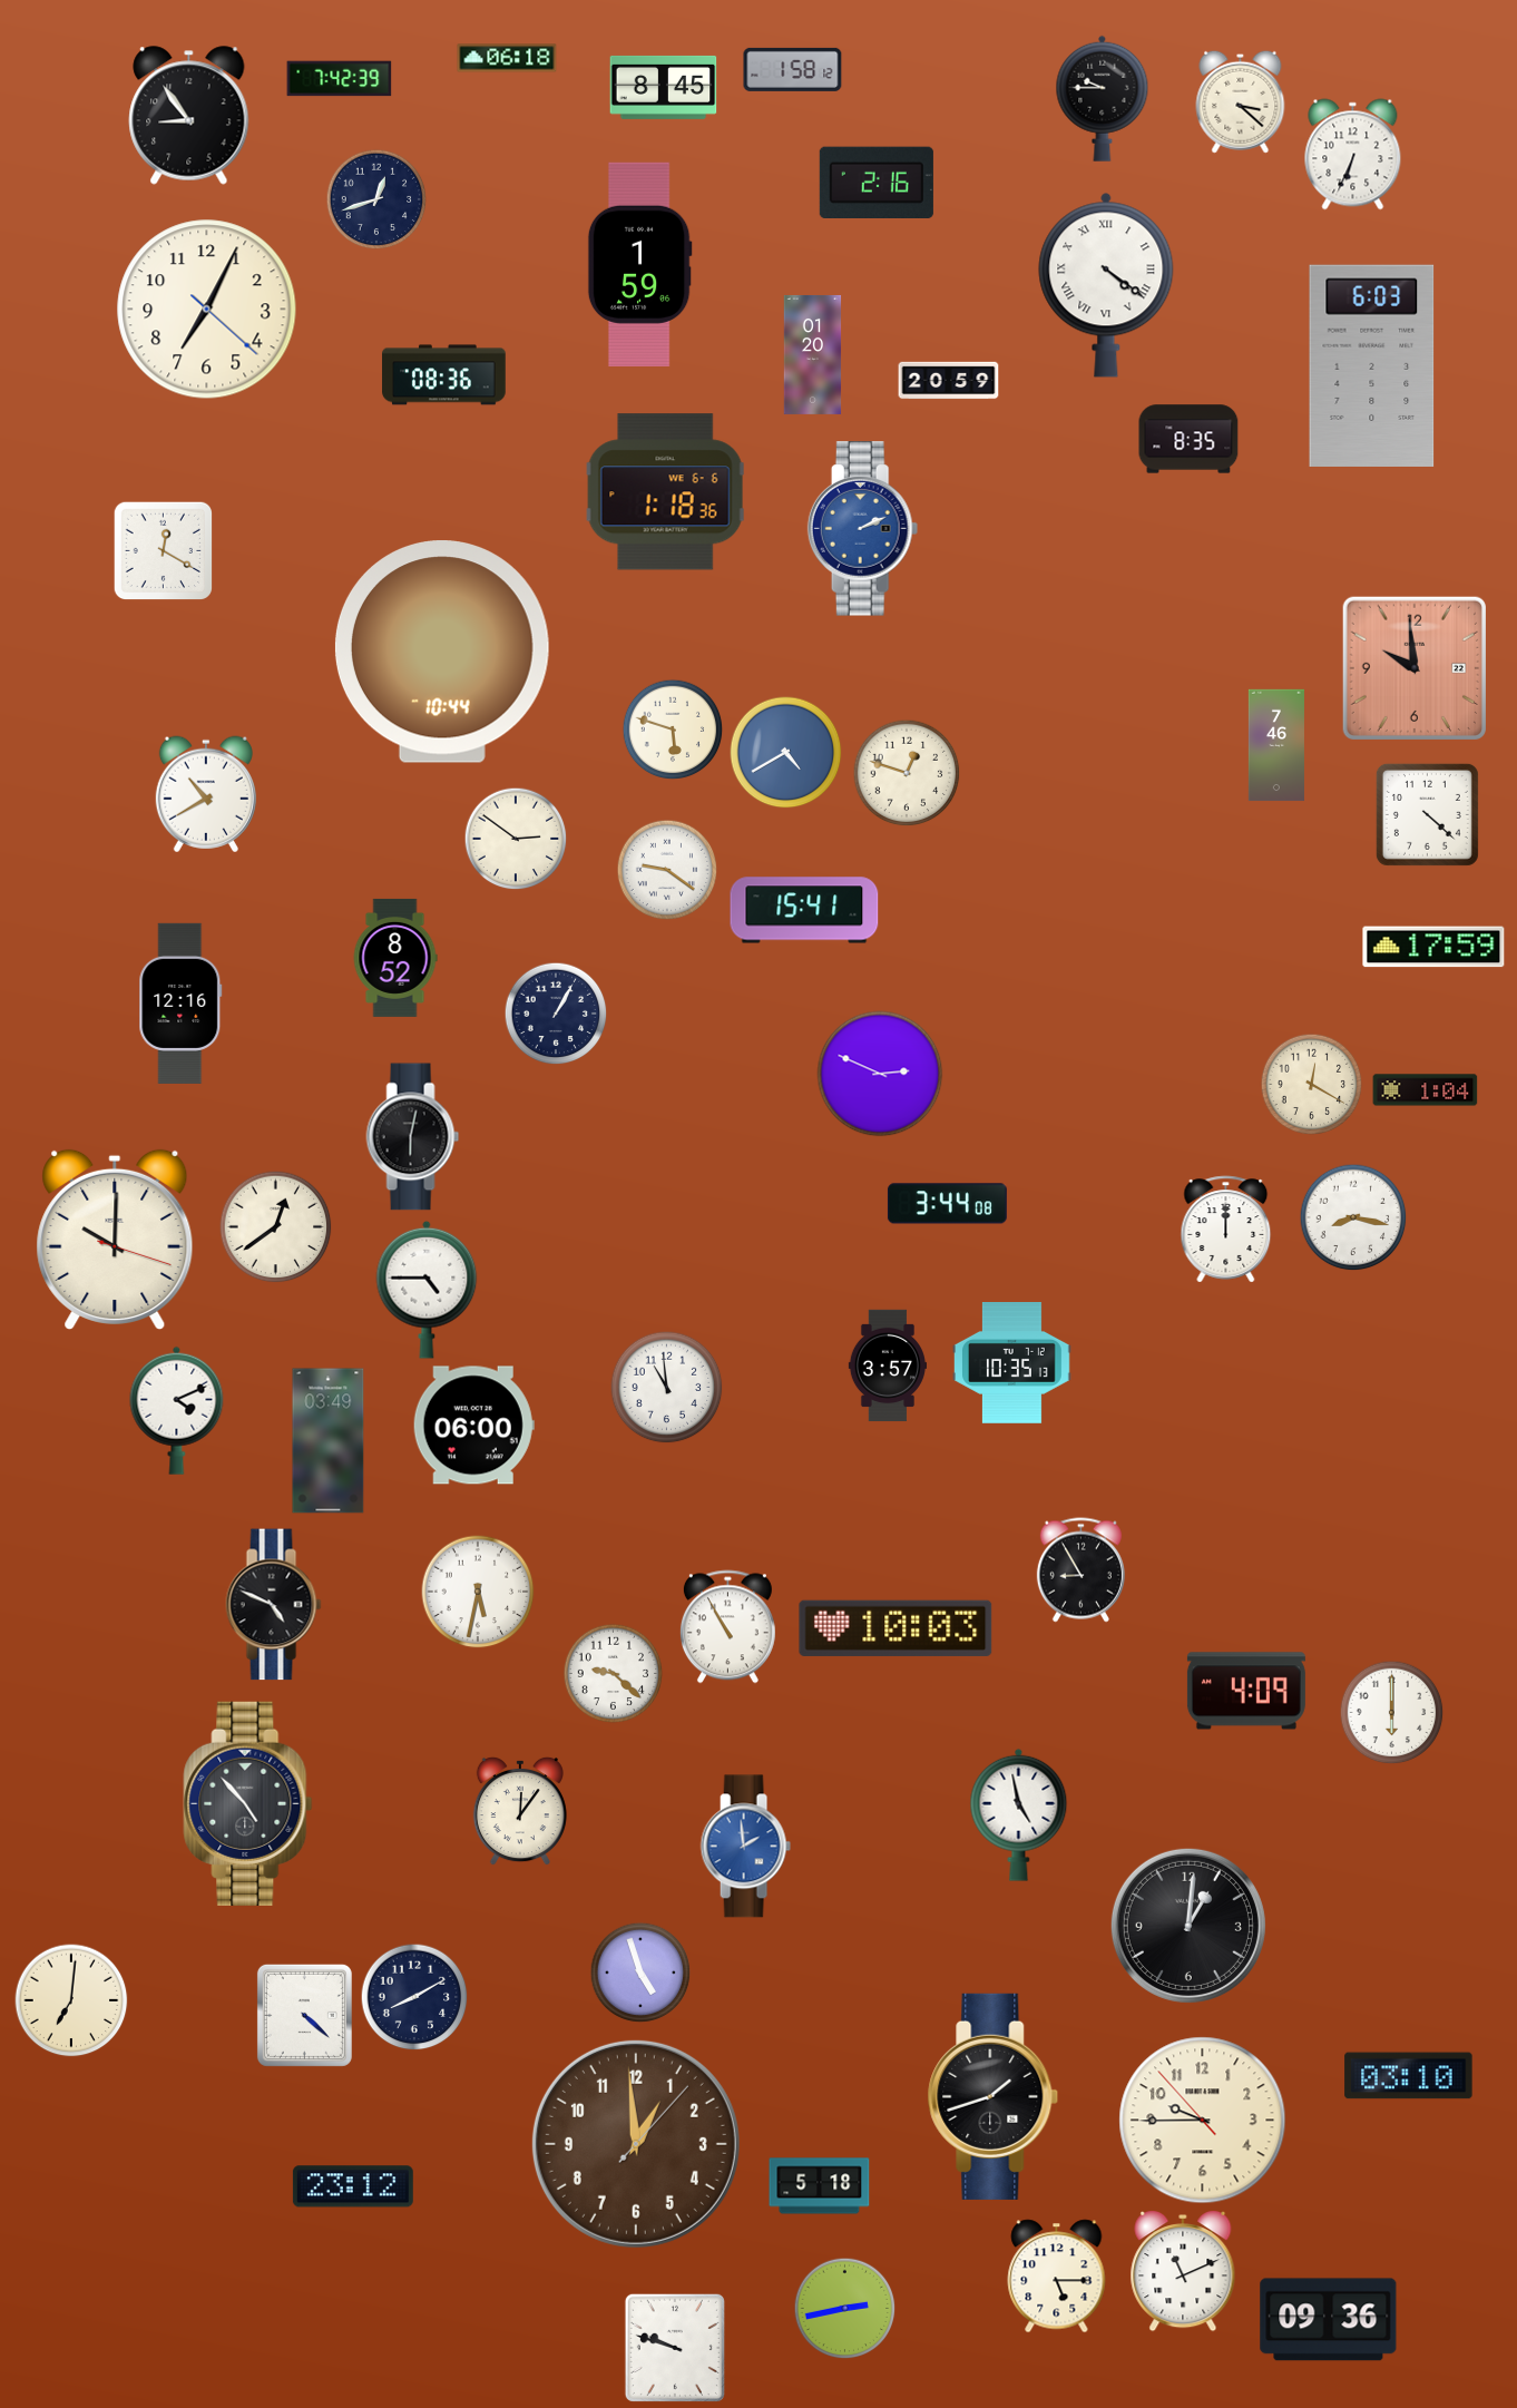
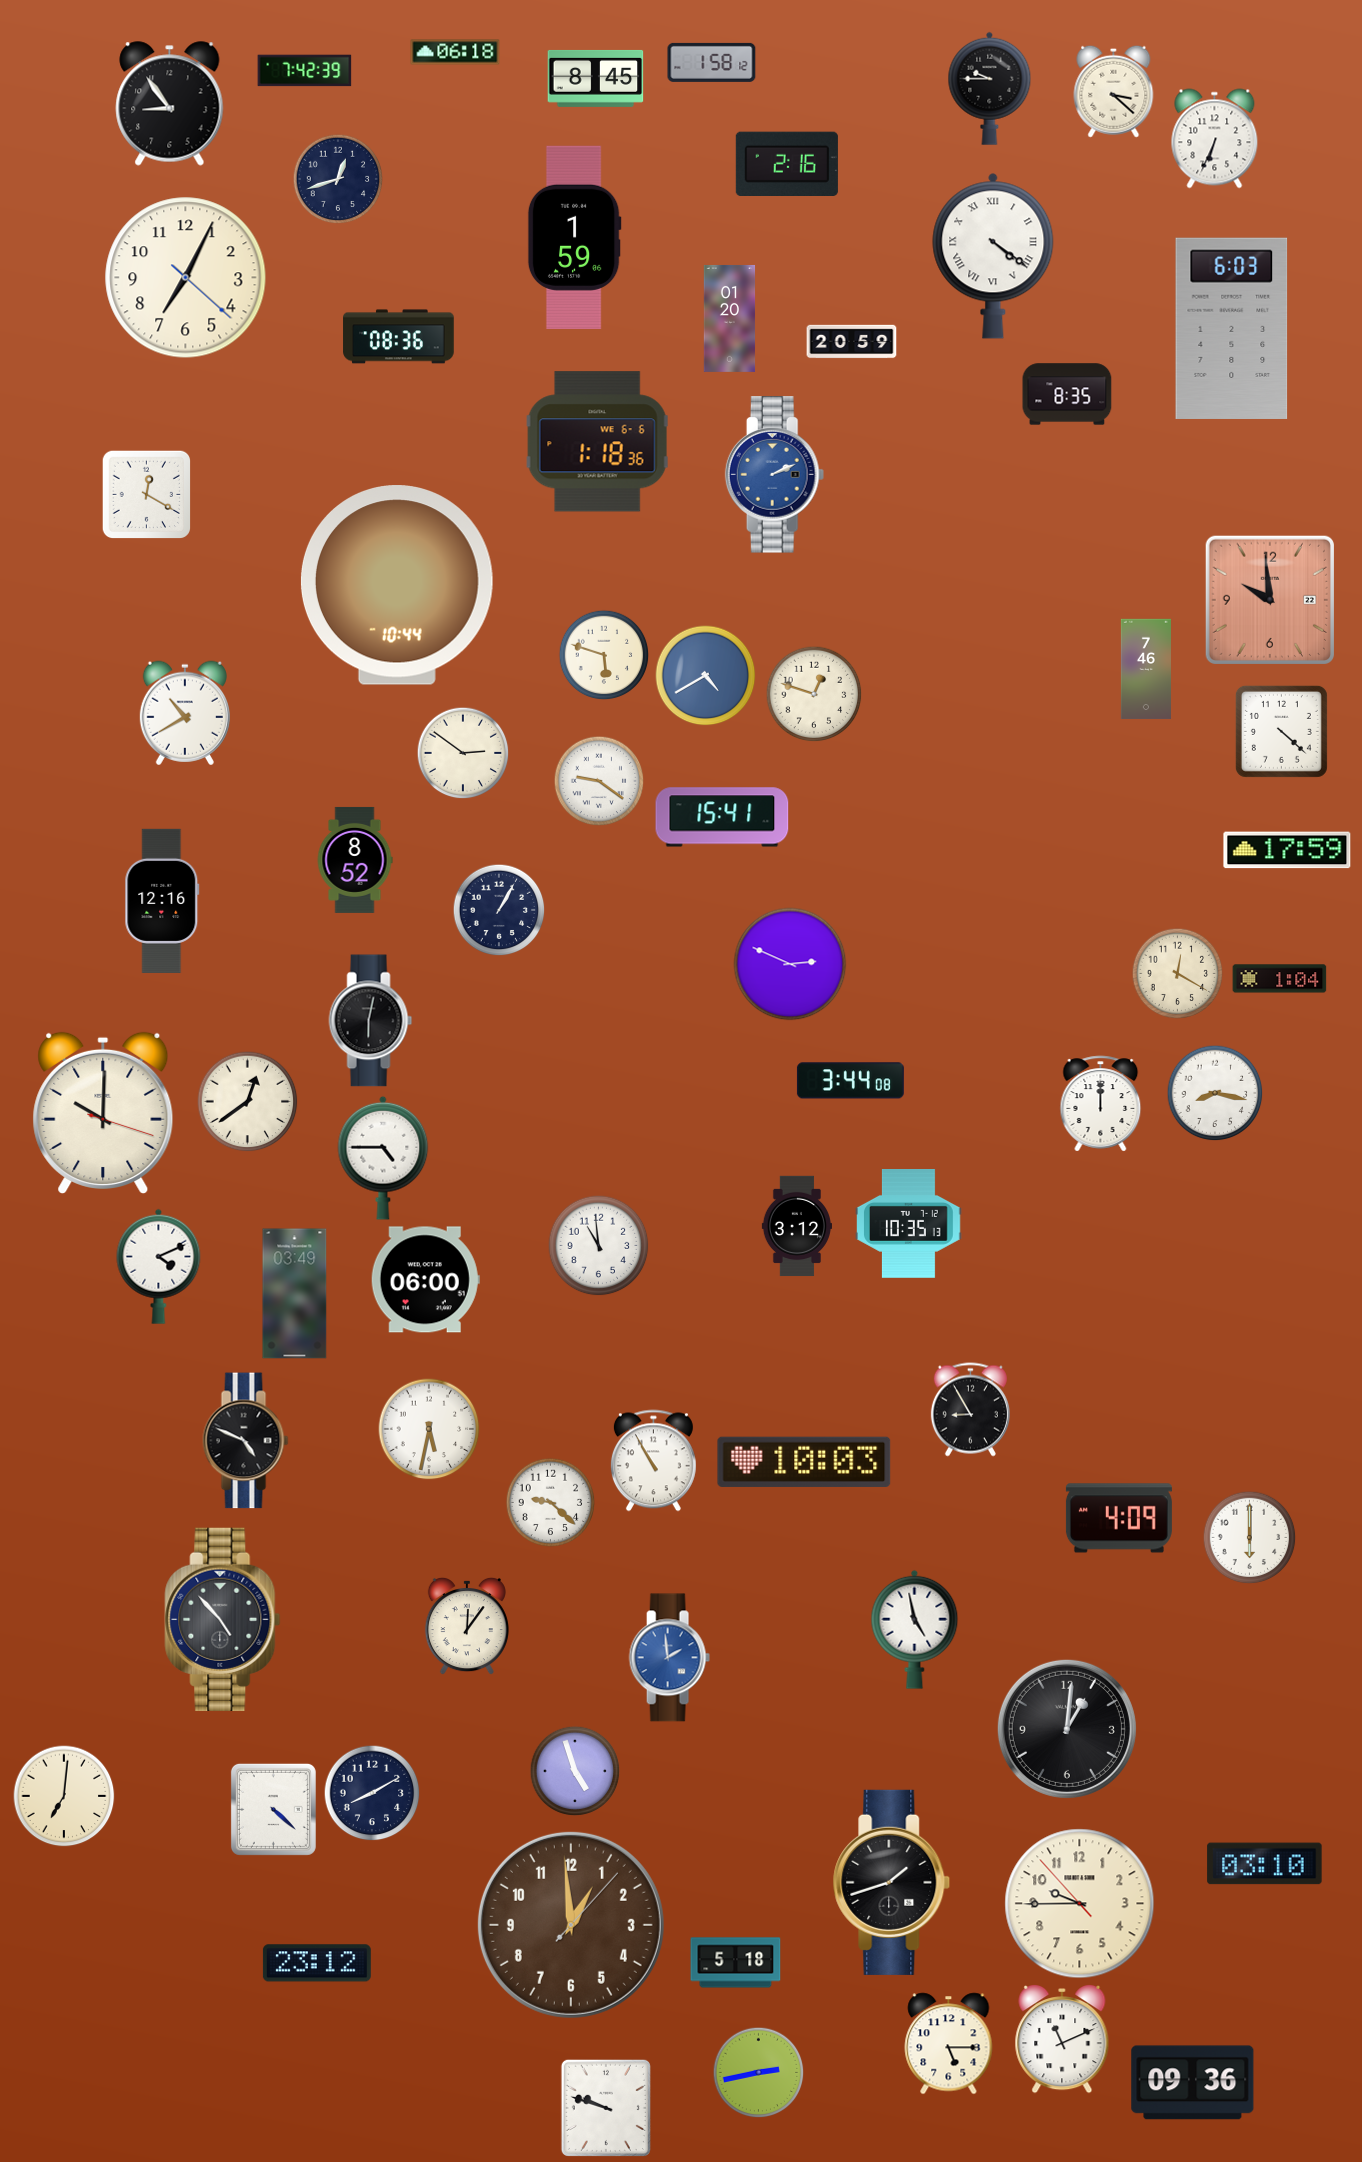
clock at (887, 1365): 3:57 -> 3:12
